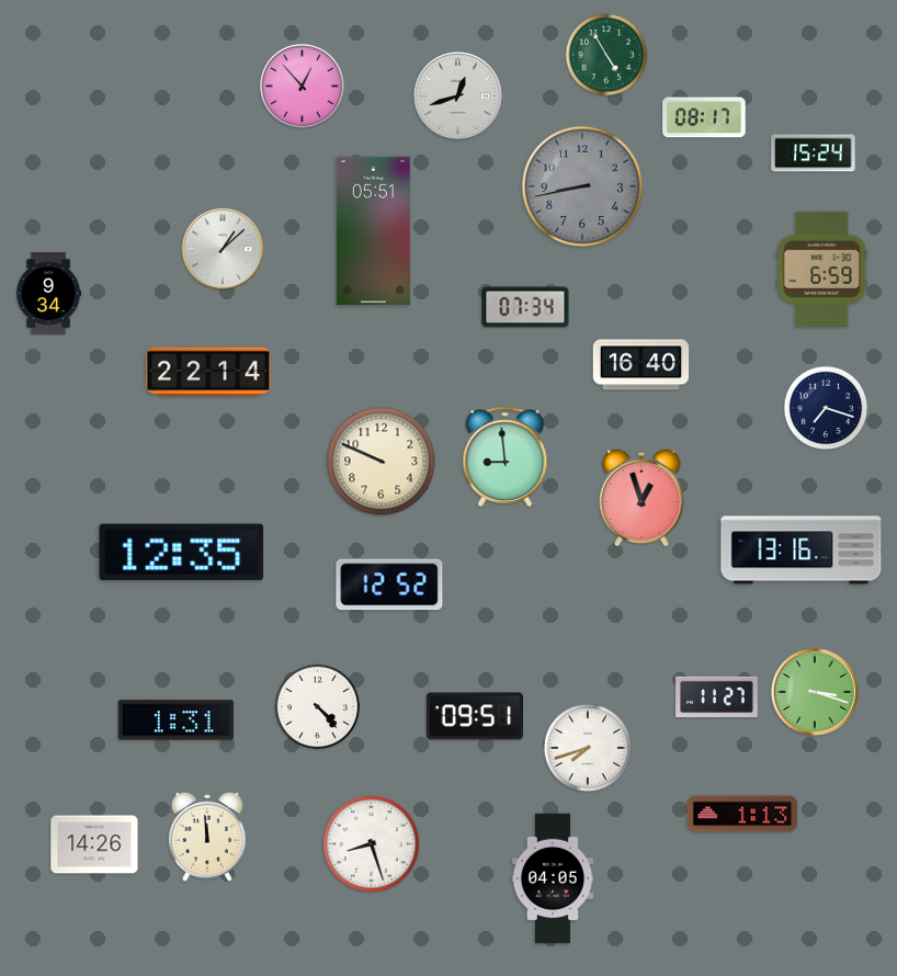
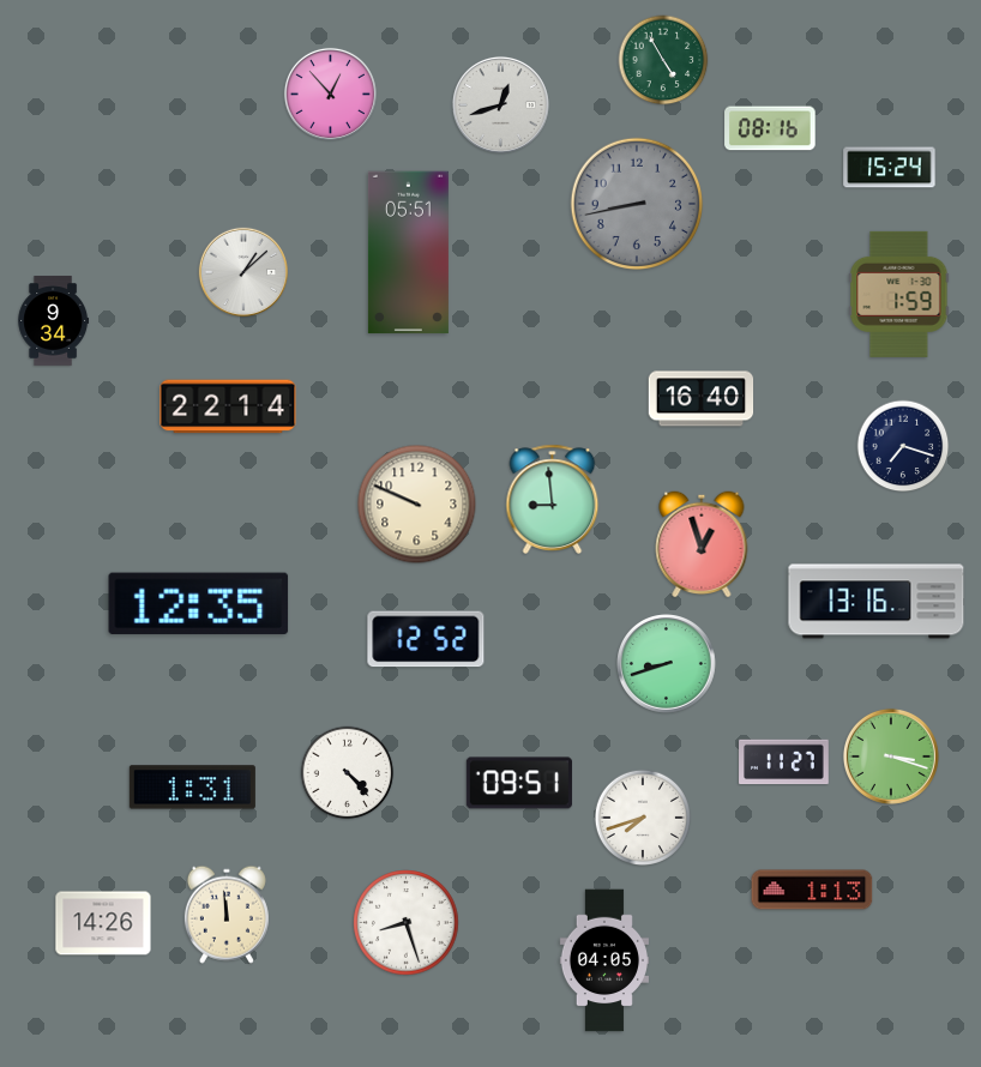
clock at (704, 117): 08:17 -> 08:16
clock at (822, 269): 6:59 -> 1:59
clock at (525, 307): 07:34 -> none
clock at (667, 664): none -> 8:42
